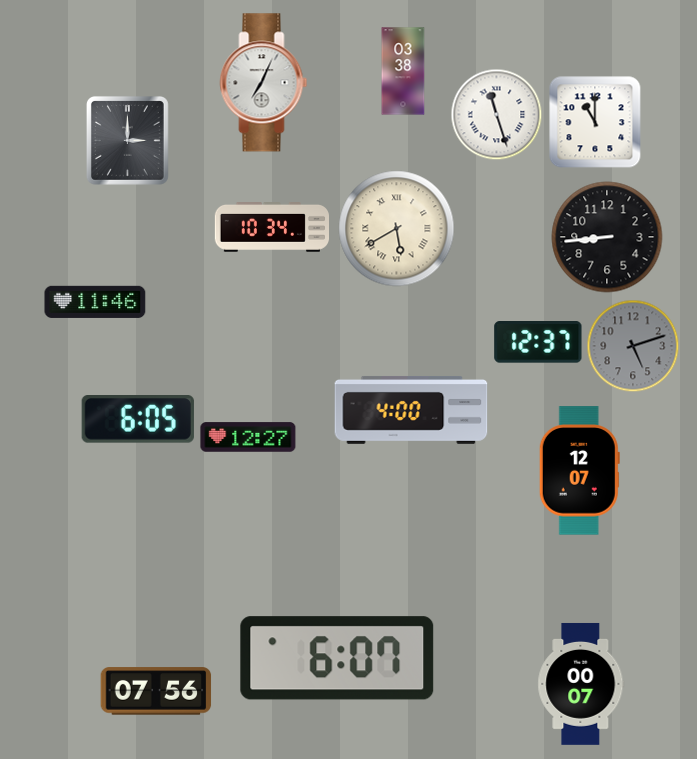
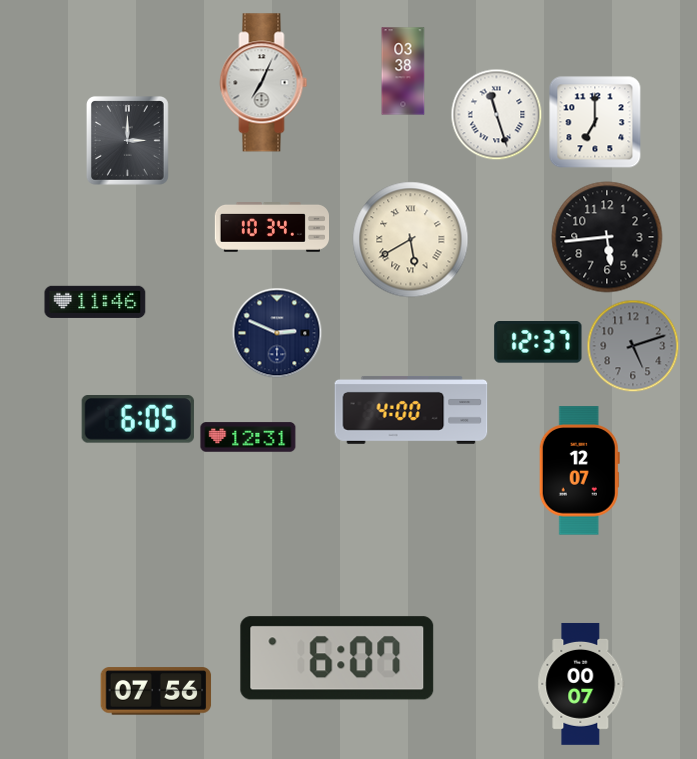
clock at (595, 122): 11:00 -> 7:00
clock at (397, 229) position: (397, 229) -> (411, 240)
clock at (607, 237): 8:44 -> 5:44
clock at (277, 333): none -> 2:49
clock at (248, 437): 12:27 -> 12:31
